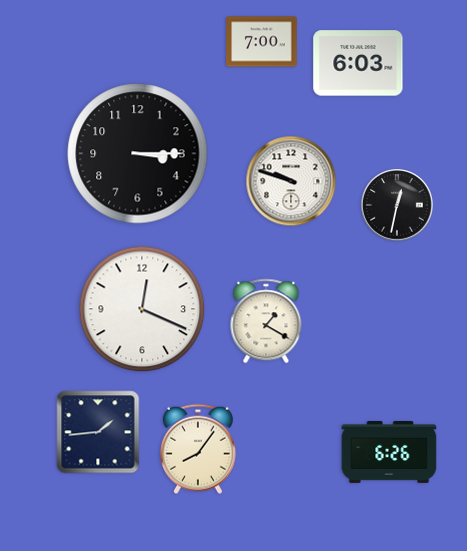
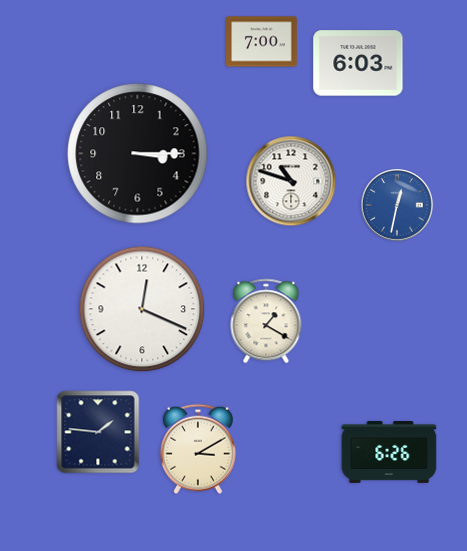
clock at (291, 181): 9:48 -> 10:48
clock at (397, 205) dial: black -> blue
clock at (98, 432): 1:44 -> 1:46
clock at (198, 449): 8:06 -> 3:10
